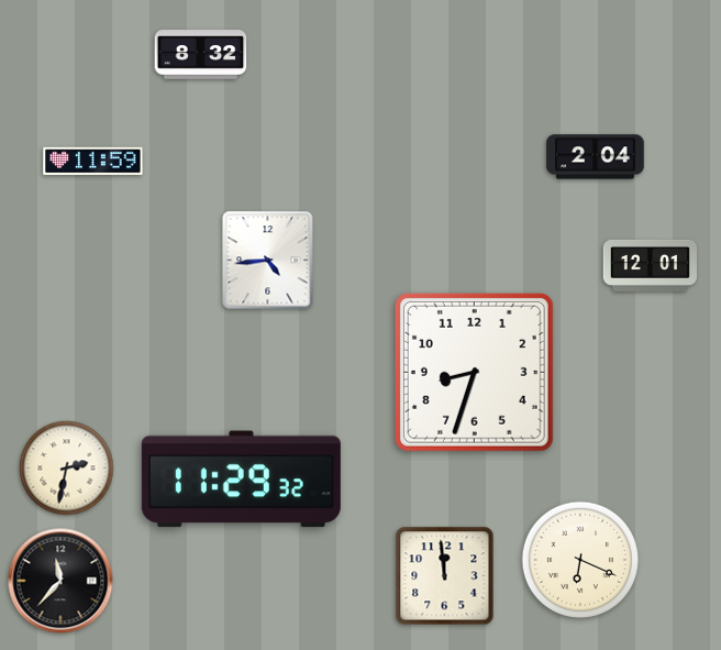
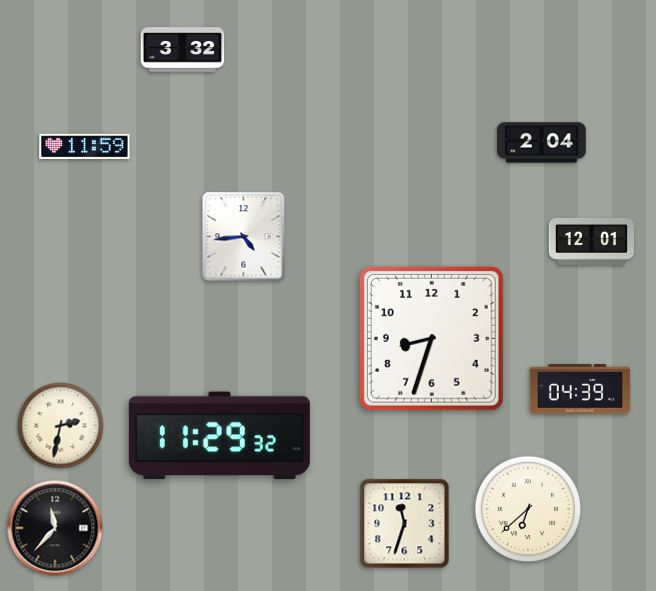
clock at (201, 55): 8:32 -> 3:32
clock at (580, 389): none -> 04:39
clock at (580, 560): 6:19 -> 6:38
clock at (445, 576): 11:59 -> 11:33
